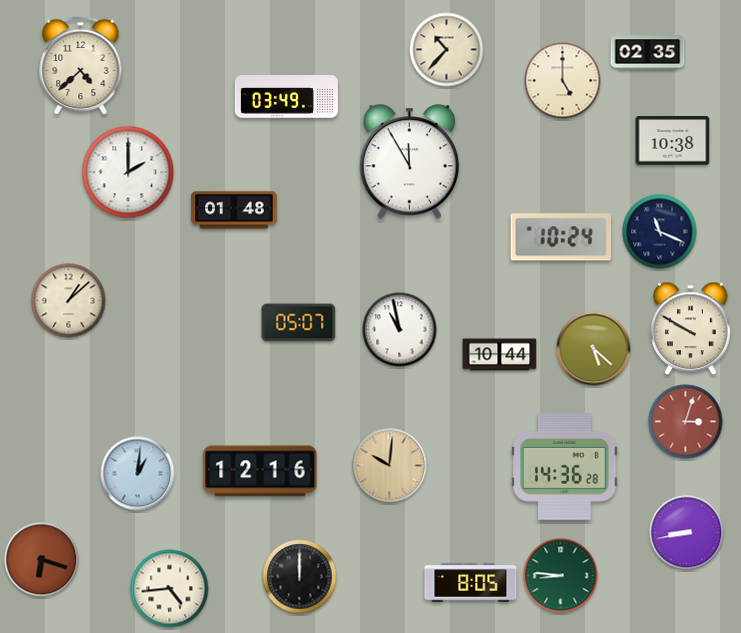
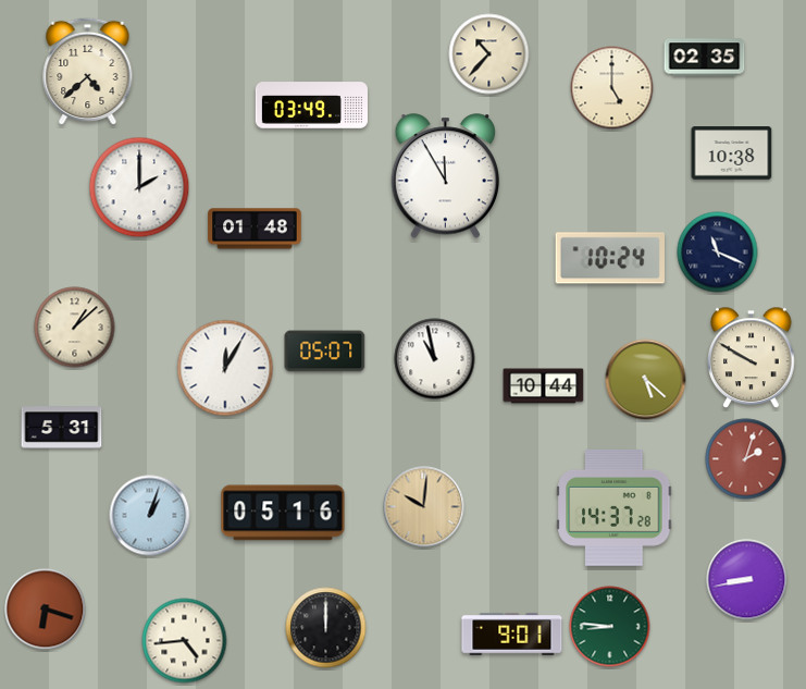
clock at (447, 50) position: (447, 50) -> (489, 54)
clock at (225, 368): none -> 12:05
clock at (62, 428): none -> 5:31
clock at (686, 422): 3:03 -> 2:03
clock at (565, 466): 14:36 -> 14:37
clock at (260, 471): 12:16 -> 05:16
clock at (138, 474): 1:01 -> 1:03
clock at (471, 583): 8:05 -> 9:01
